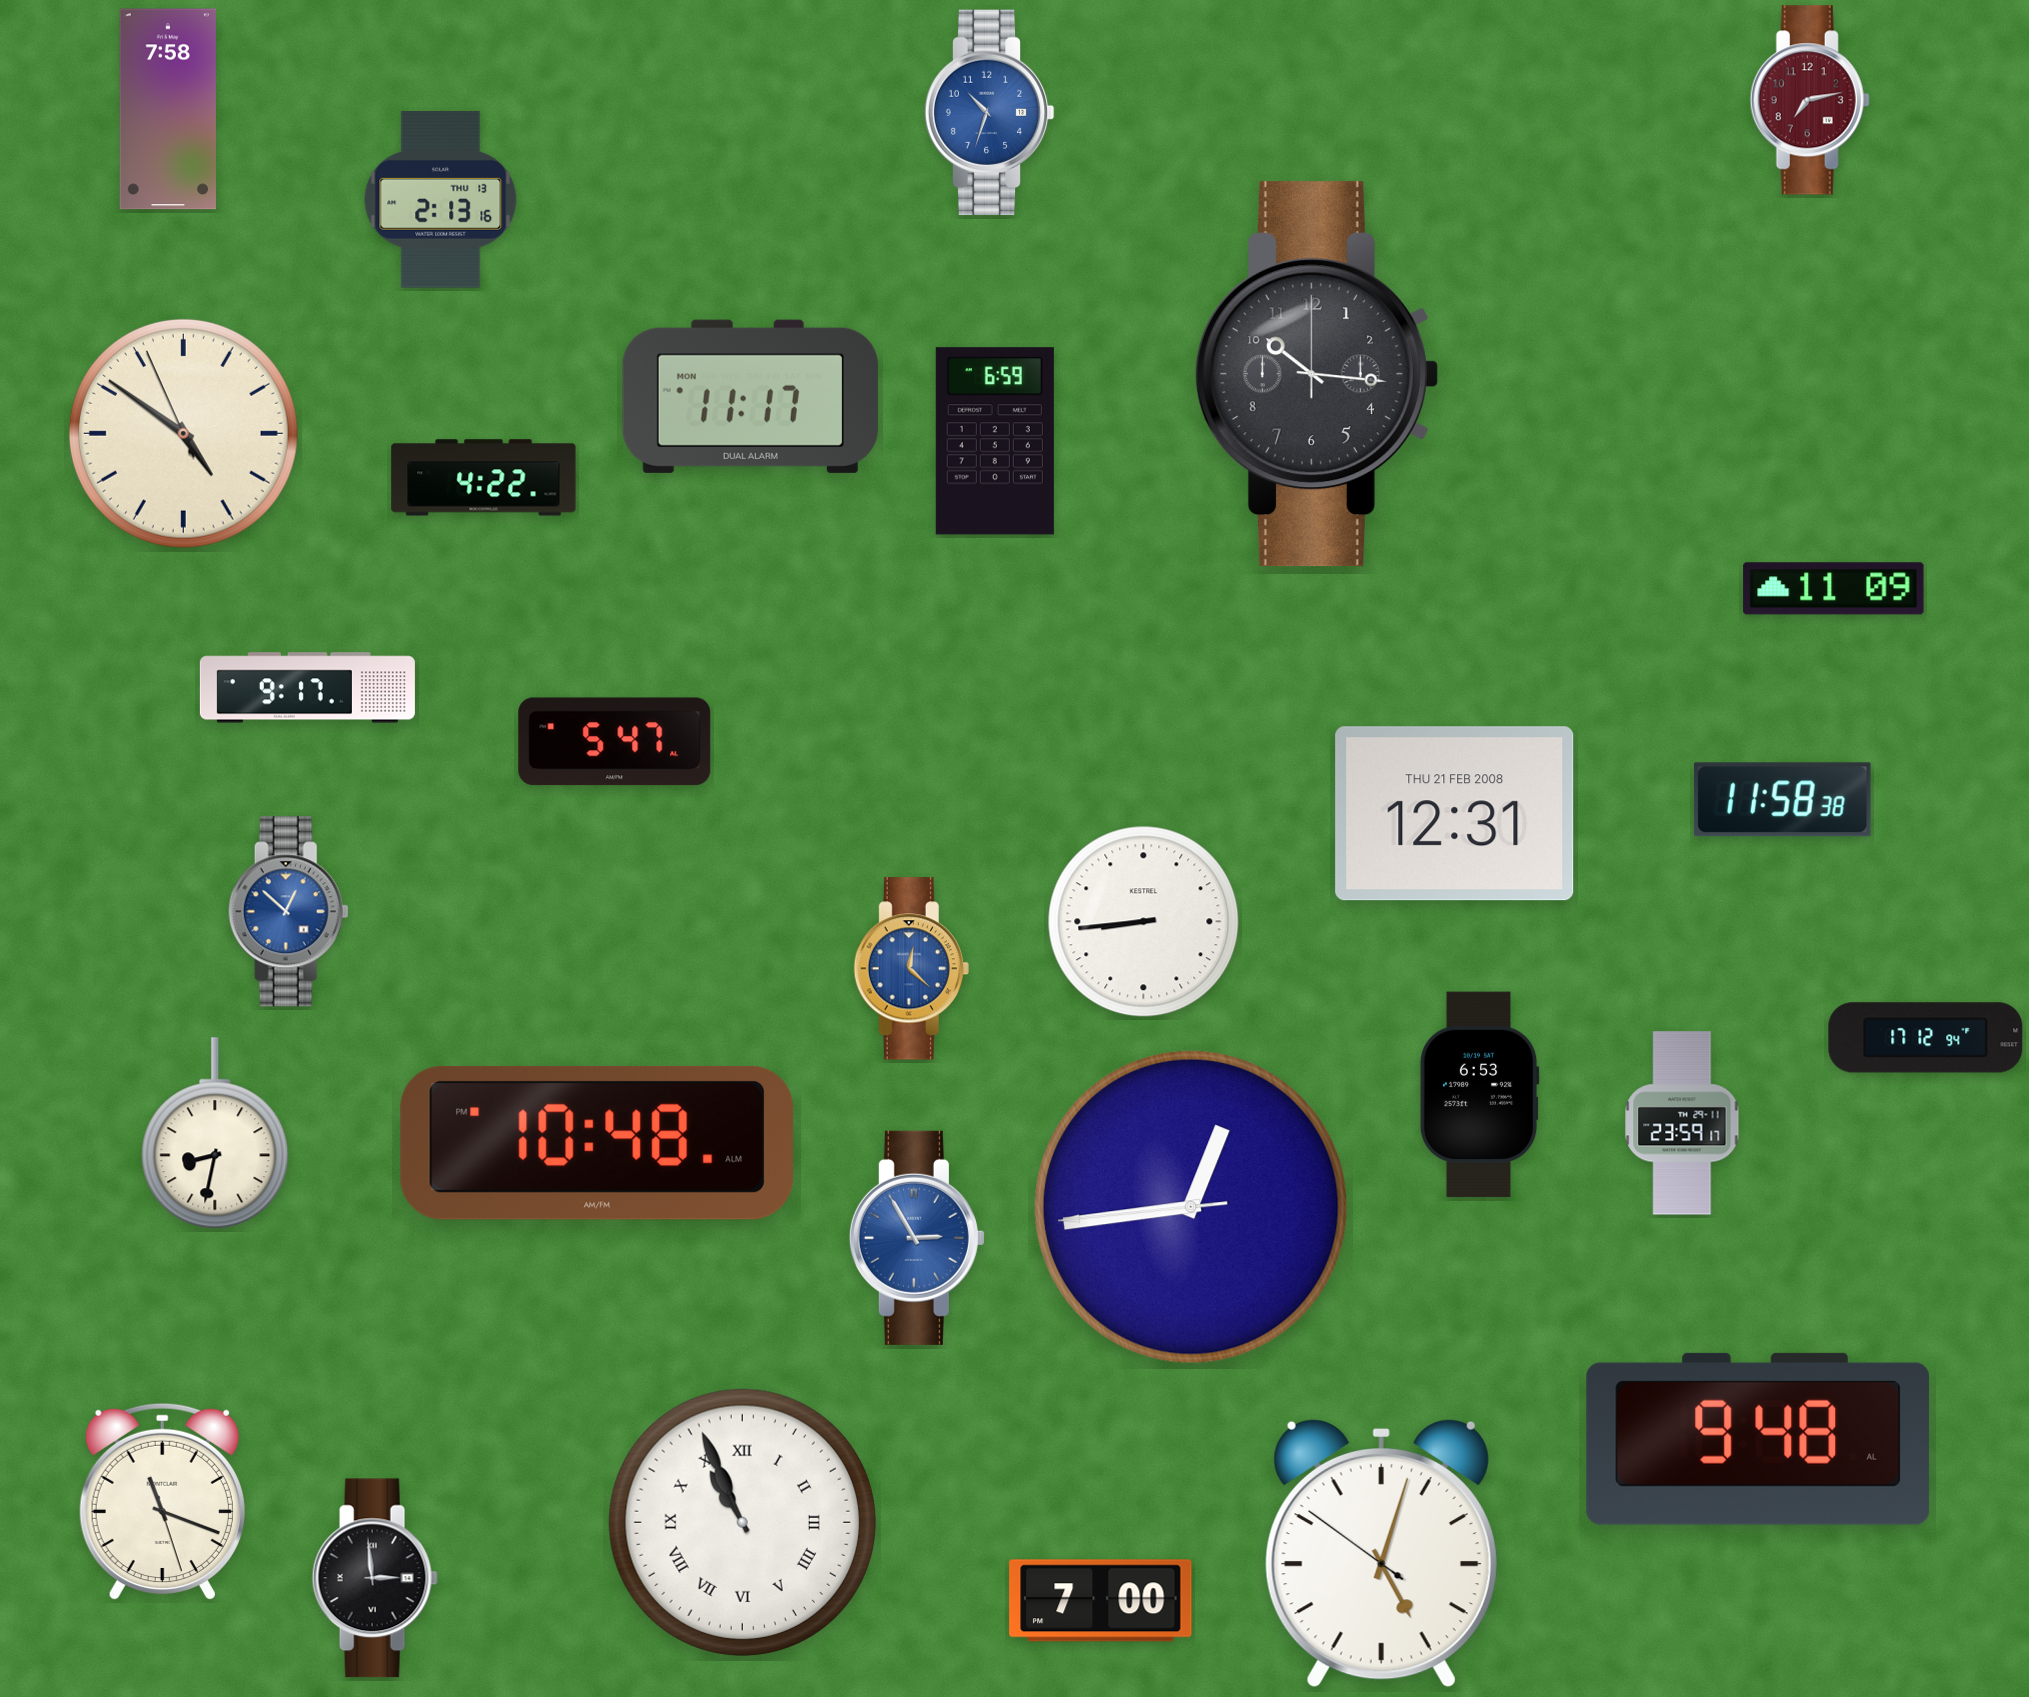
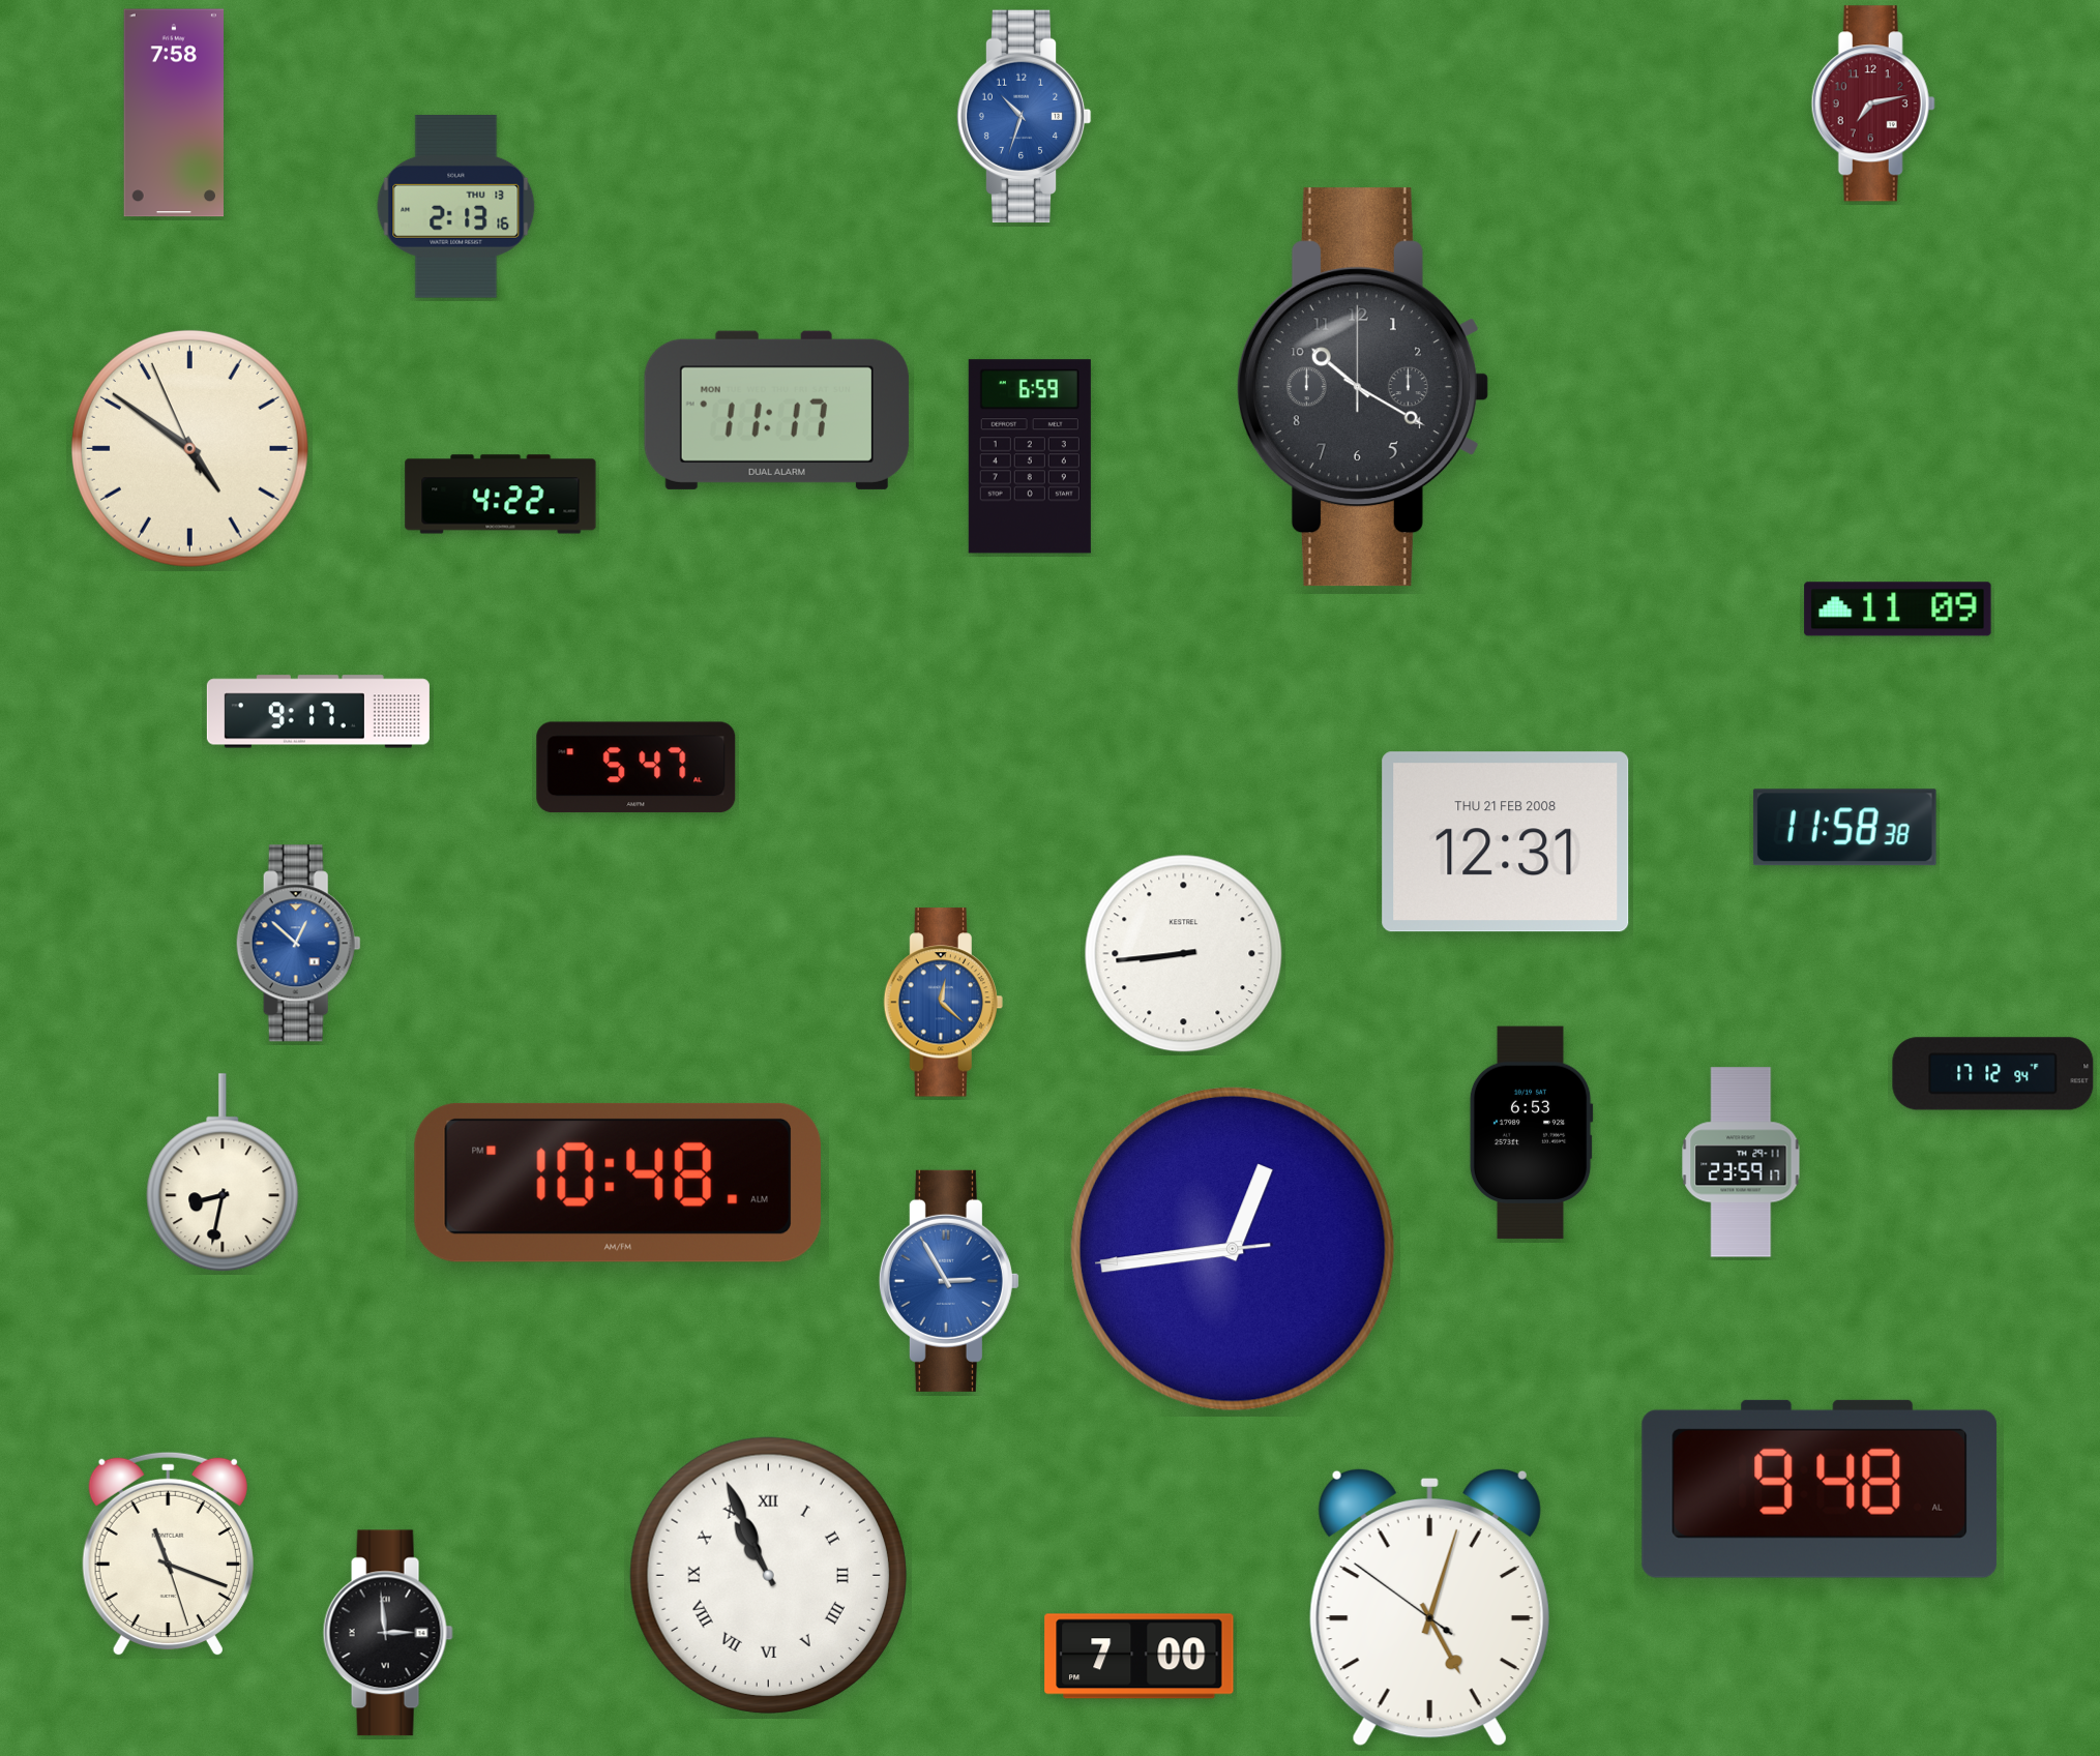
clock at (1316, 374): 10:16 -> 10:20
